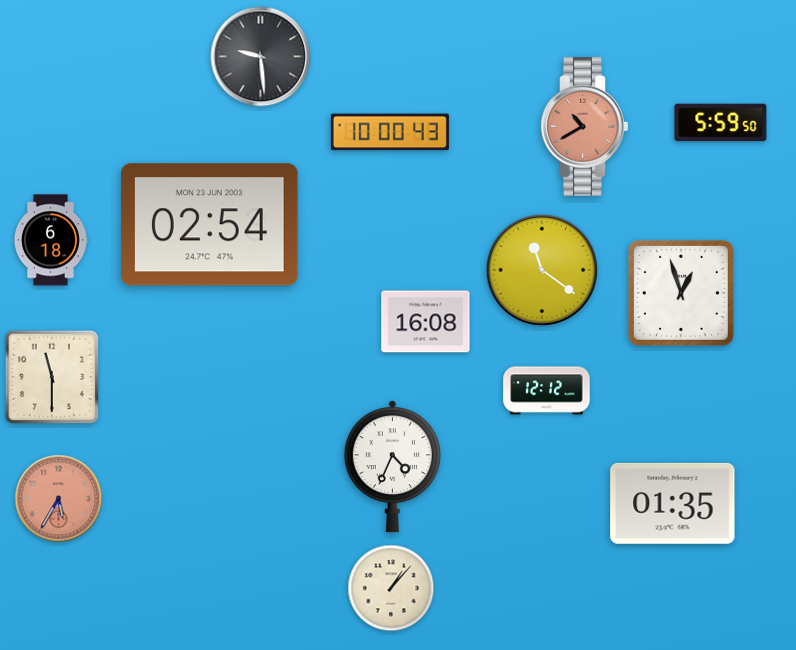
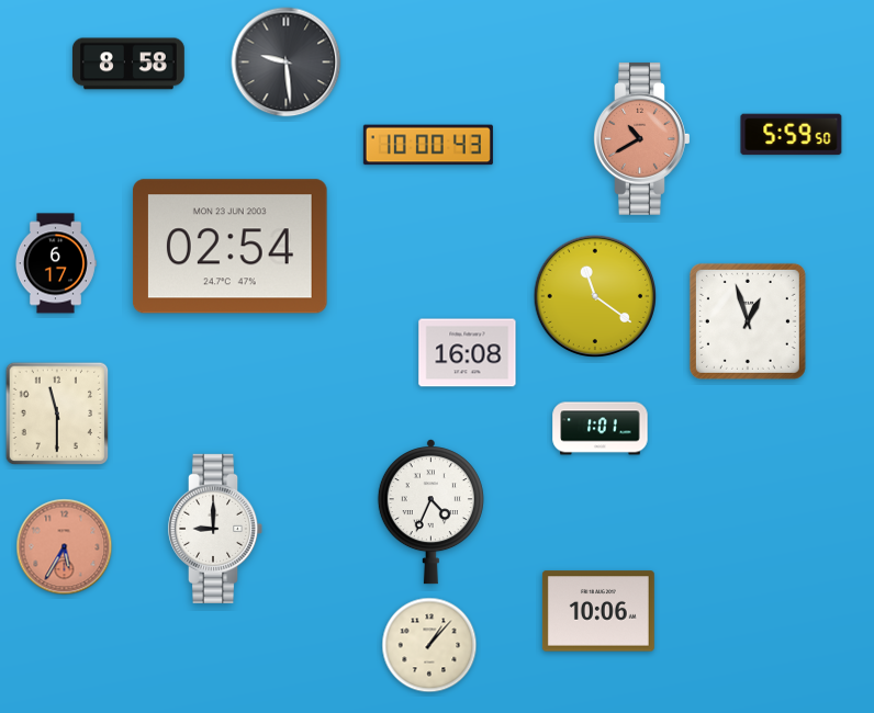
clock at (128, 64): none -> 8:58
clock at (50, 240): 6:18 -> 6:17
clock at (547, 391): 12:12 -> 1:01
clock at (215, 529): none -> 9:00
clock at (673, 503): 01:35 -> none
clock at (598, 611): none -> 10:06
